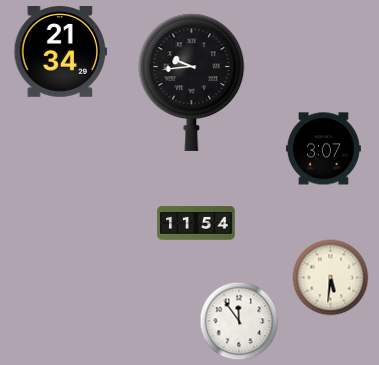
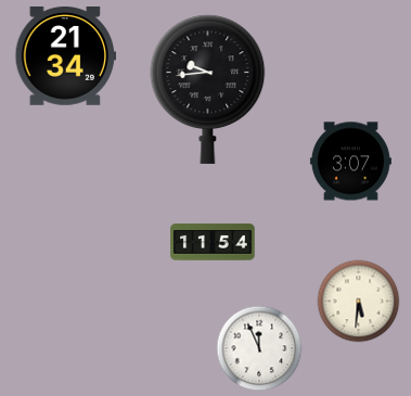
clock at (239, 321): 11:54 -> 11:56
